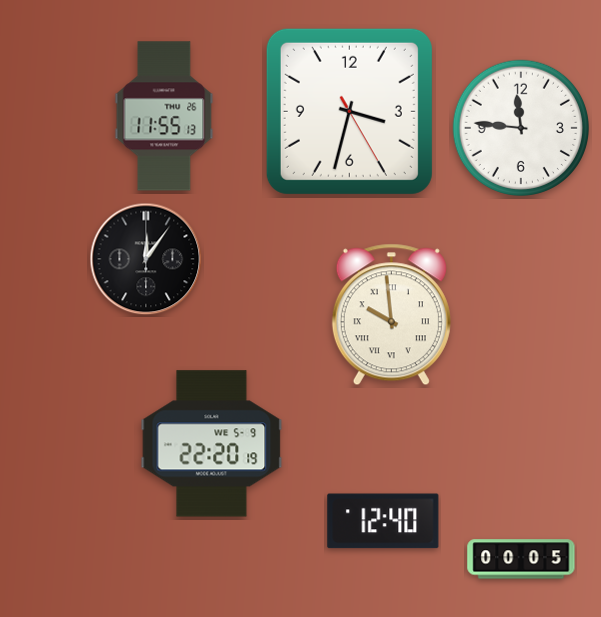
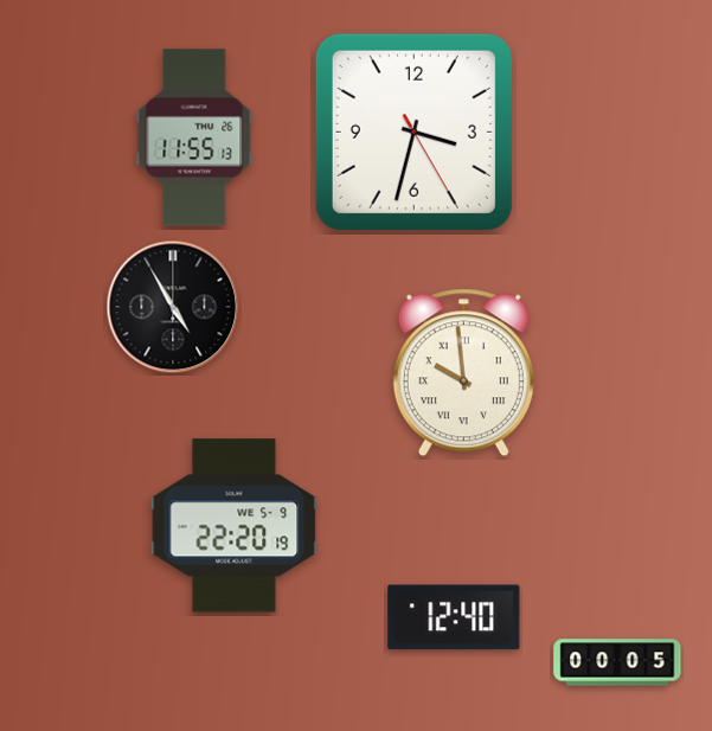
clock at (520, 127): 11:46 -> none
clock at (146, 259): 12:06 -> 4:55
clock at (212, 444) position: (212, 444) -> (235, 526)
